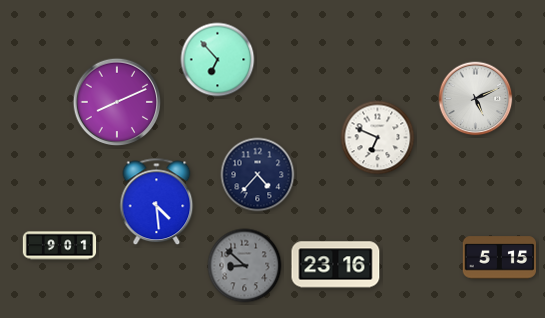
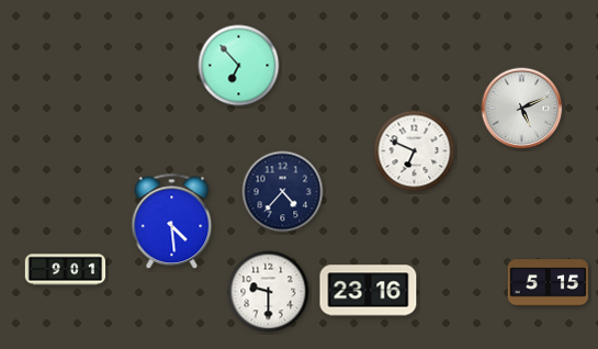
clock at (117, 102): 8:11 -> none
clock at (245, 266): 8:52 -> 9:30
clock at (245, 266) dial: grey -> white
